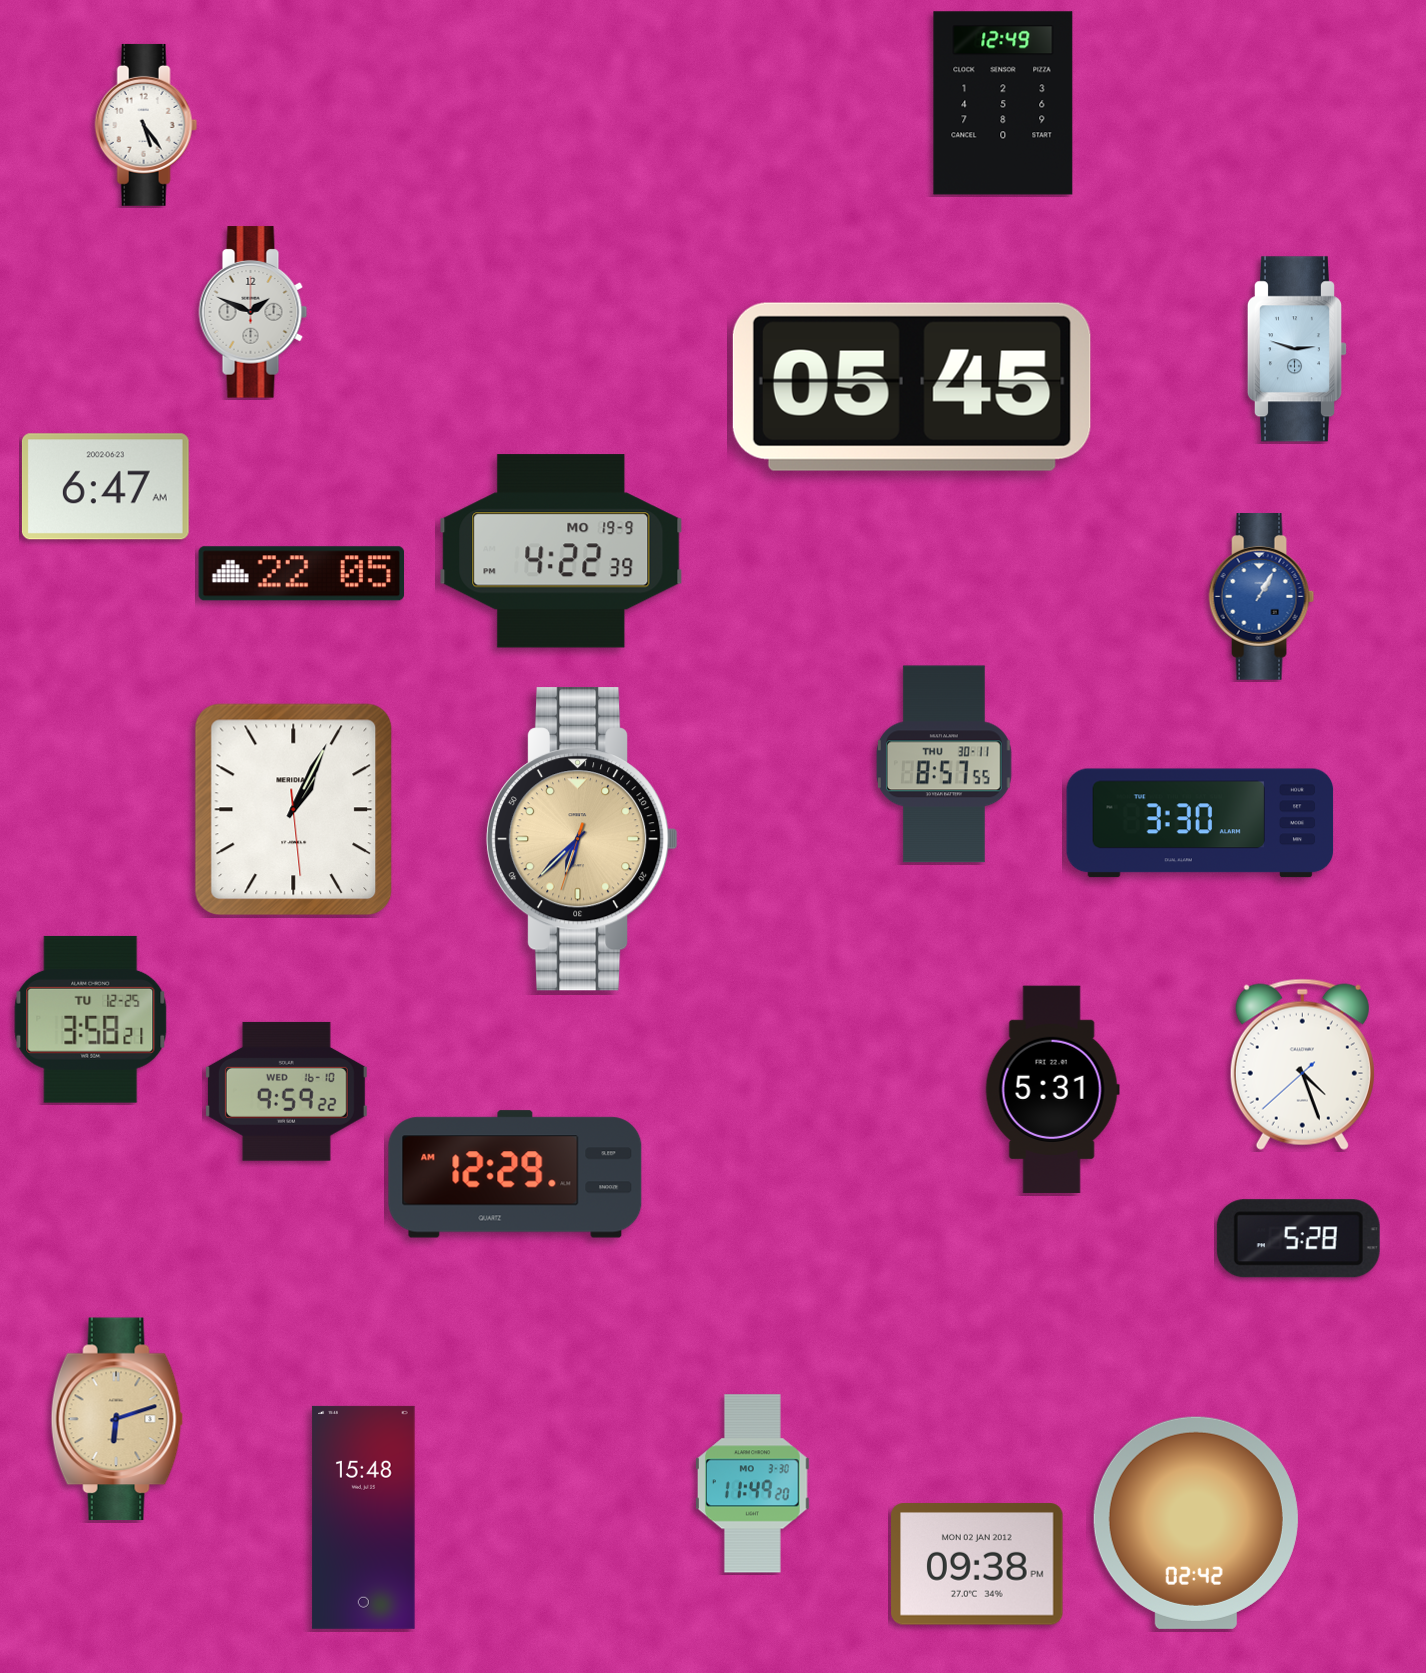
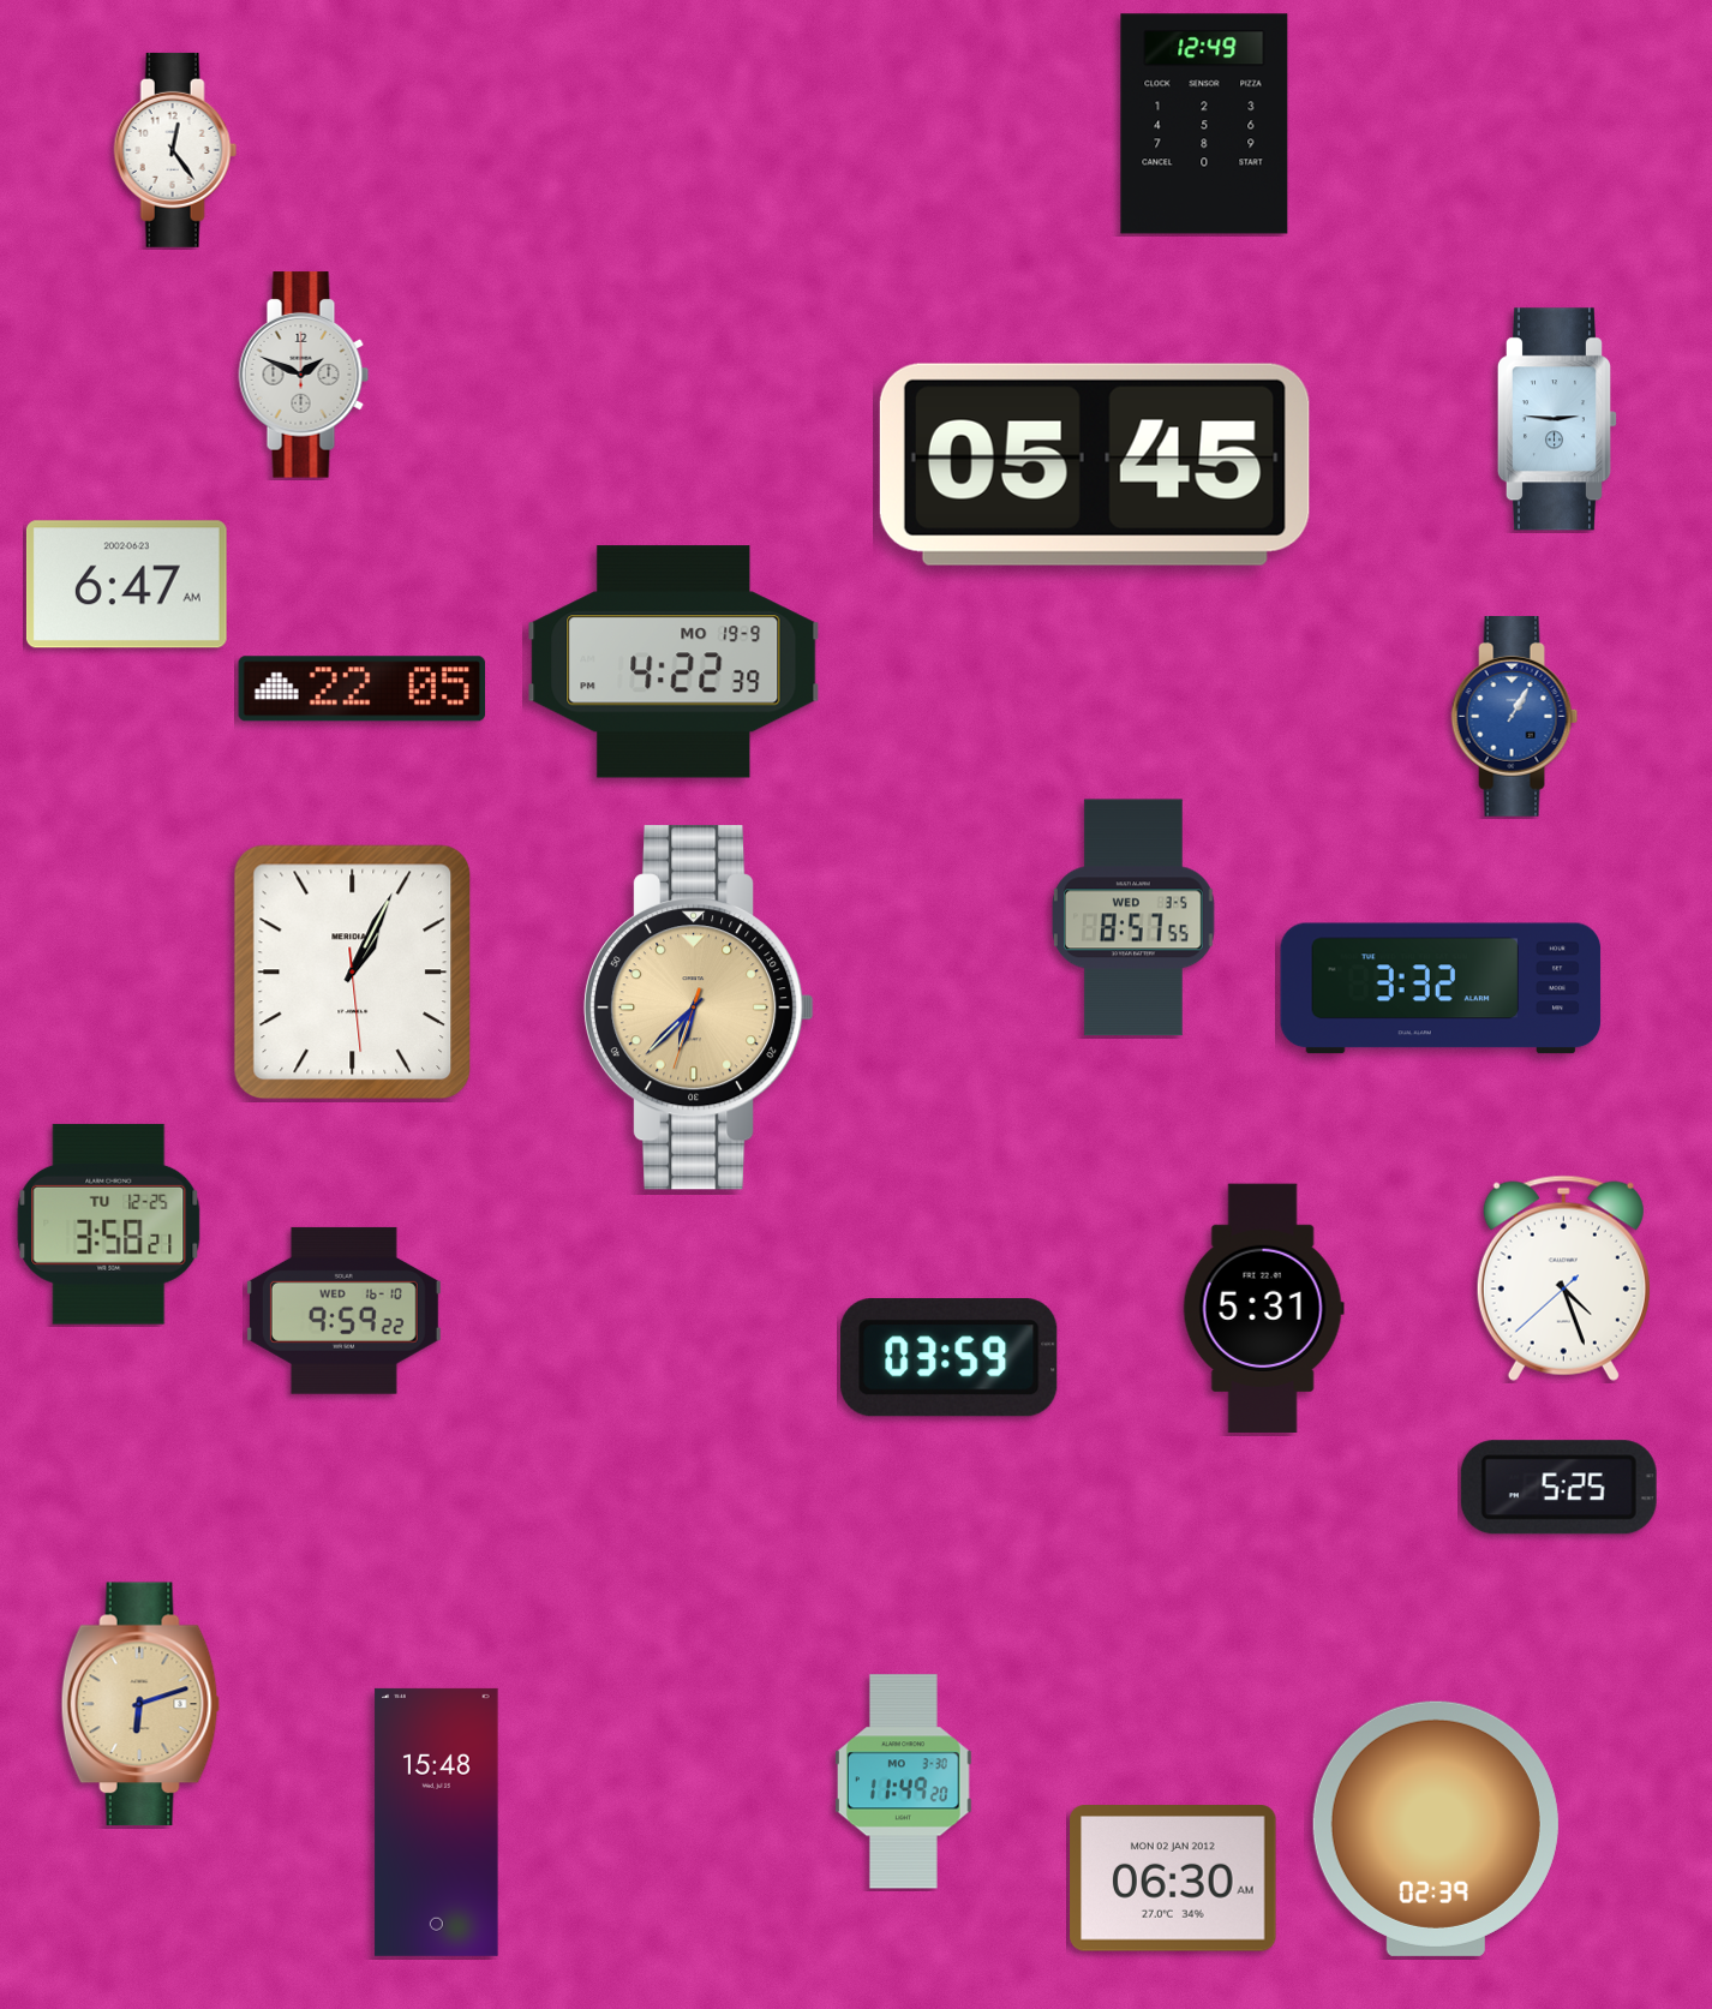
clock at (146, 125): 5:24 -> 12:24
clock at (1296, 349): 2:48 -> 2:46
clock at (944, 764) date: THU 30-11 -> WED 3-5
clock at (1200, 823): 3:30 -> 3:32
clock at (950, 1358): none -> 03:59
clock at (515, 1174): 12:29 -> none
clock at (1298, 1239): 5:28 -> 5:25
clock at (1196, 1523): 02:42 -> 02:39
clock at (977, 1564): 09:38 -> 06:30
